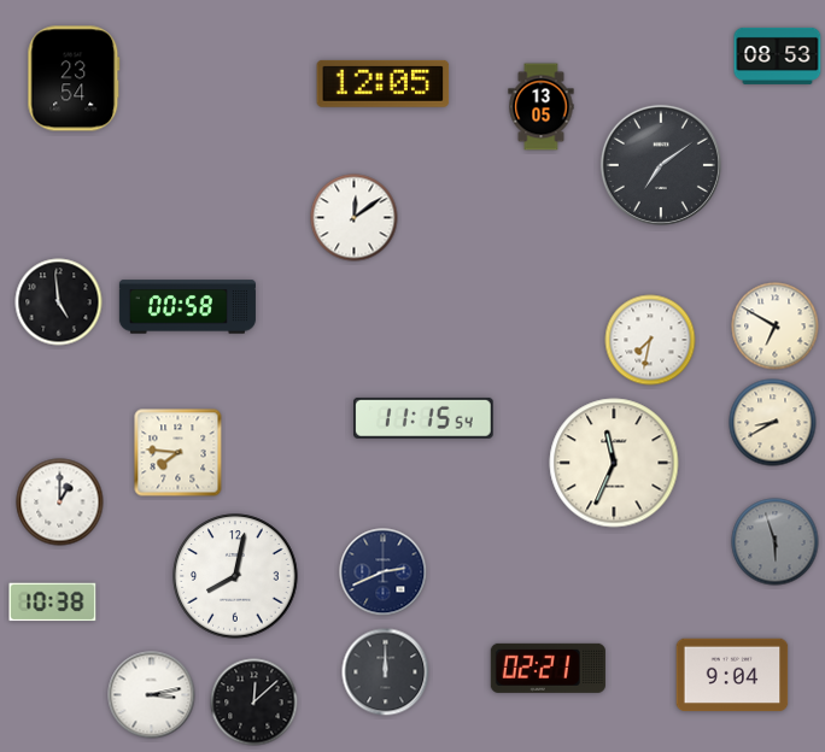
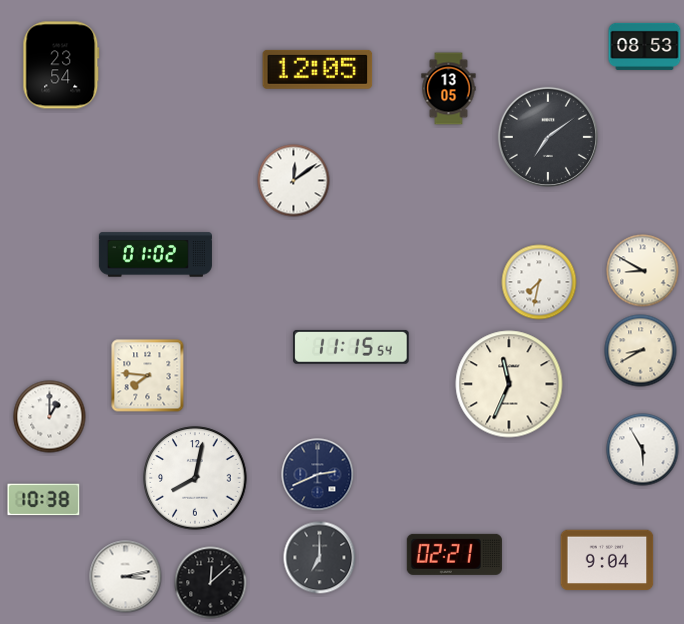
clock at (59, 302): 4:59 -> none
clock at (187, 307): 00:58 -> 01:02
clock at (776, 327): 6:50 -> 8:50
clock at (776, 542): 5:57 -> 5:55
clock at (776, 542) dial: grey -> white
clock at (386, 672): 12:00 -> 7:00
